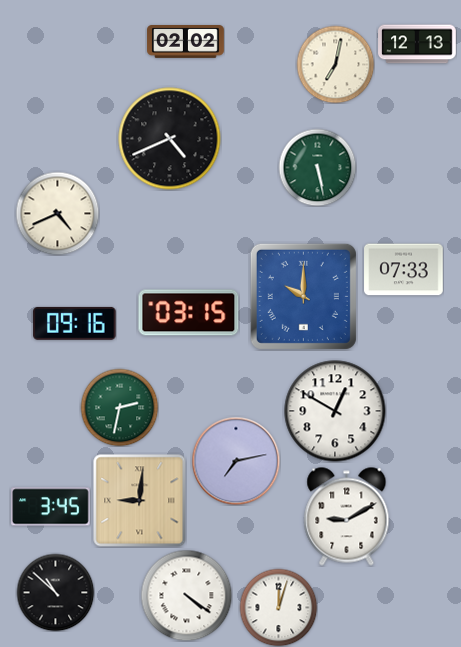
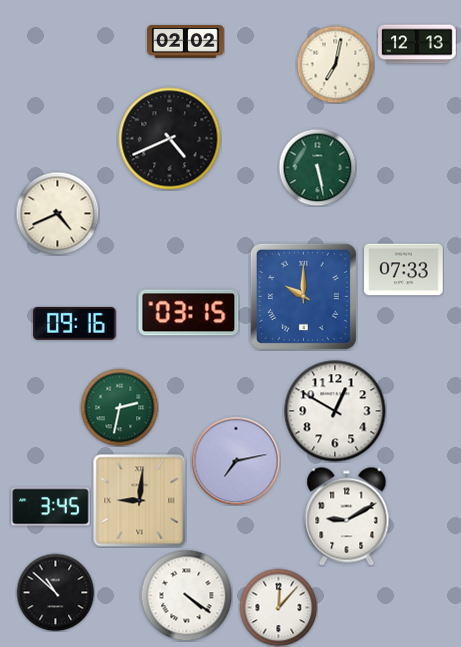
clock at (278, 607): 12:03 -> 12:07
